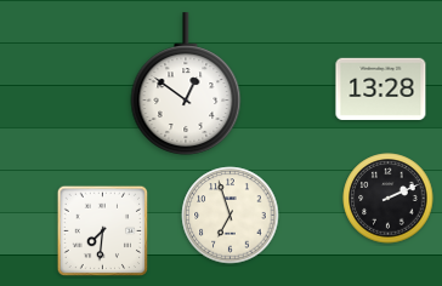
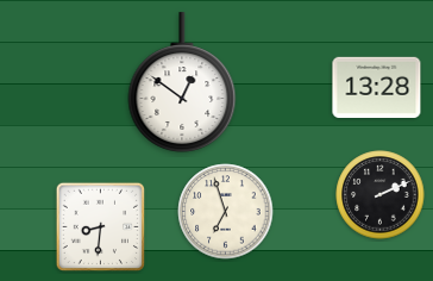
clock at (381, 88) position: (381, 88) -> (377, 87)
clock at (103, 231): 7:31 -> 8:31
